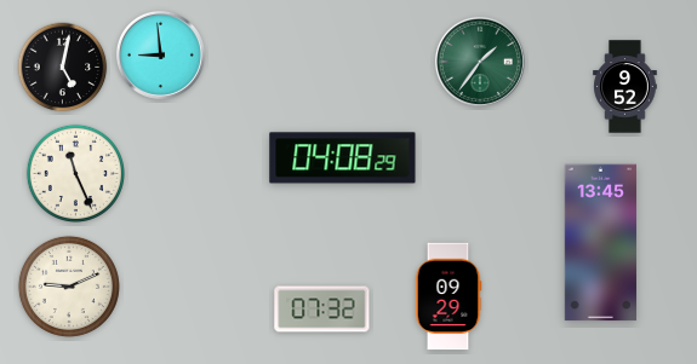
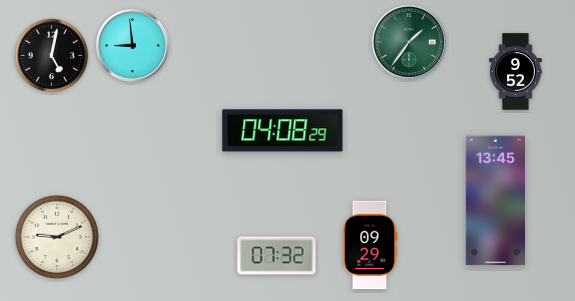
clock at (480, 62) position: (480, 62) -> (409, 42)
clock at (75, 173): 11:26 -> none
clock at (322, 310) position: (322, 310) -> (277, 256)
